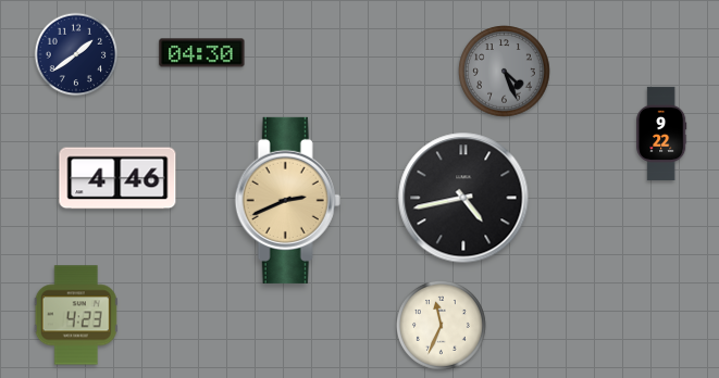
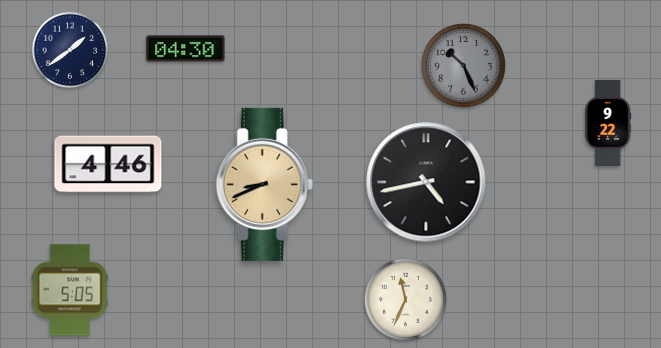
clock at (505, 72): 4:26 -> 10:26
clock at (287, 200): 2:41 -> 8:41
clock at (76, 315): 4:23 -> 5:05
